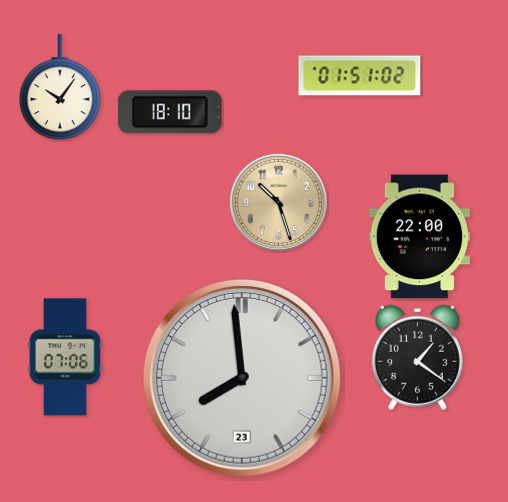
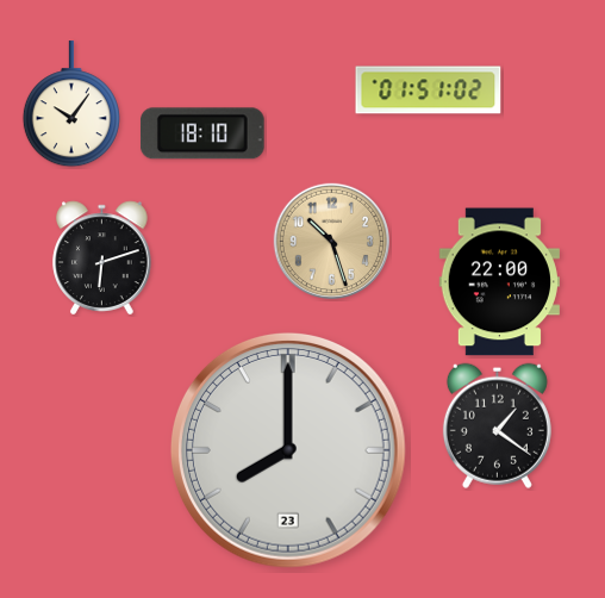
clock at (102, 258): none -> 6:12
clock at (65, 357): 07:06 -> none
clock at (242, 378): 7:59 -> 8:00
